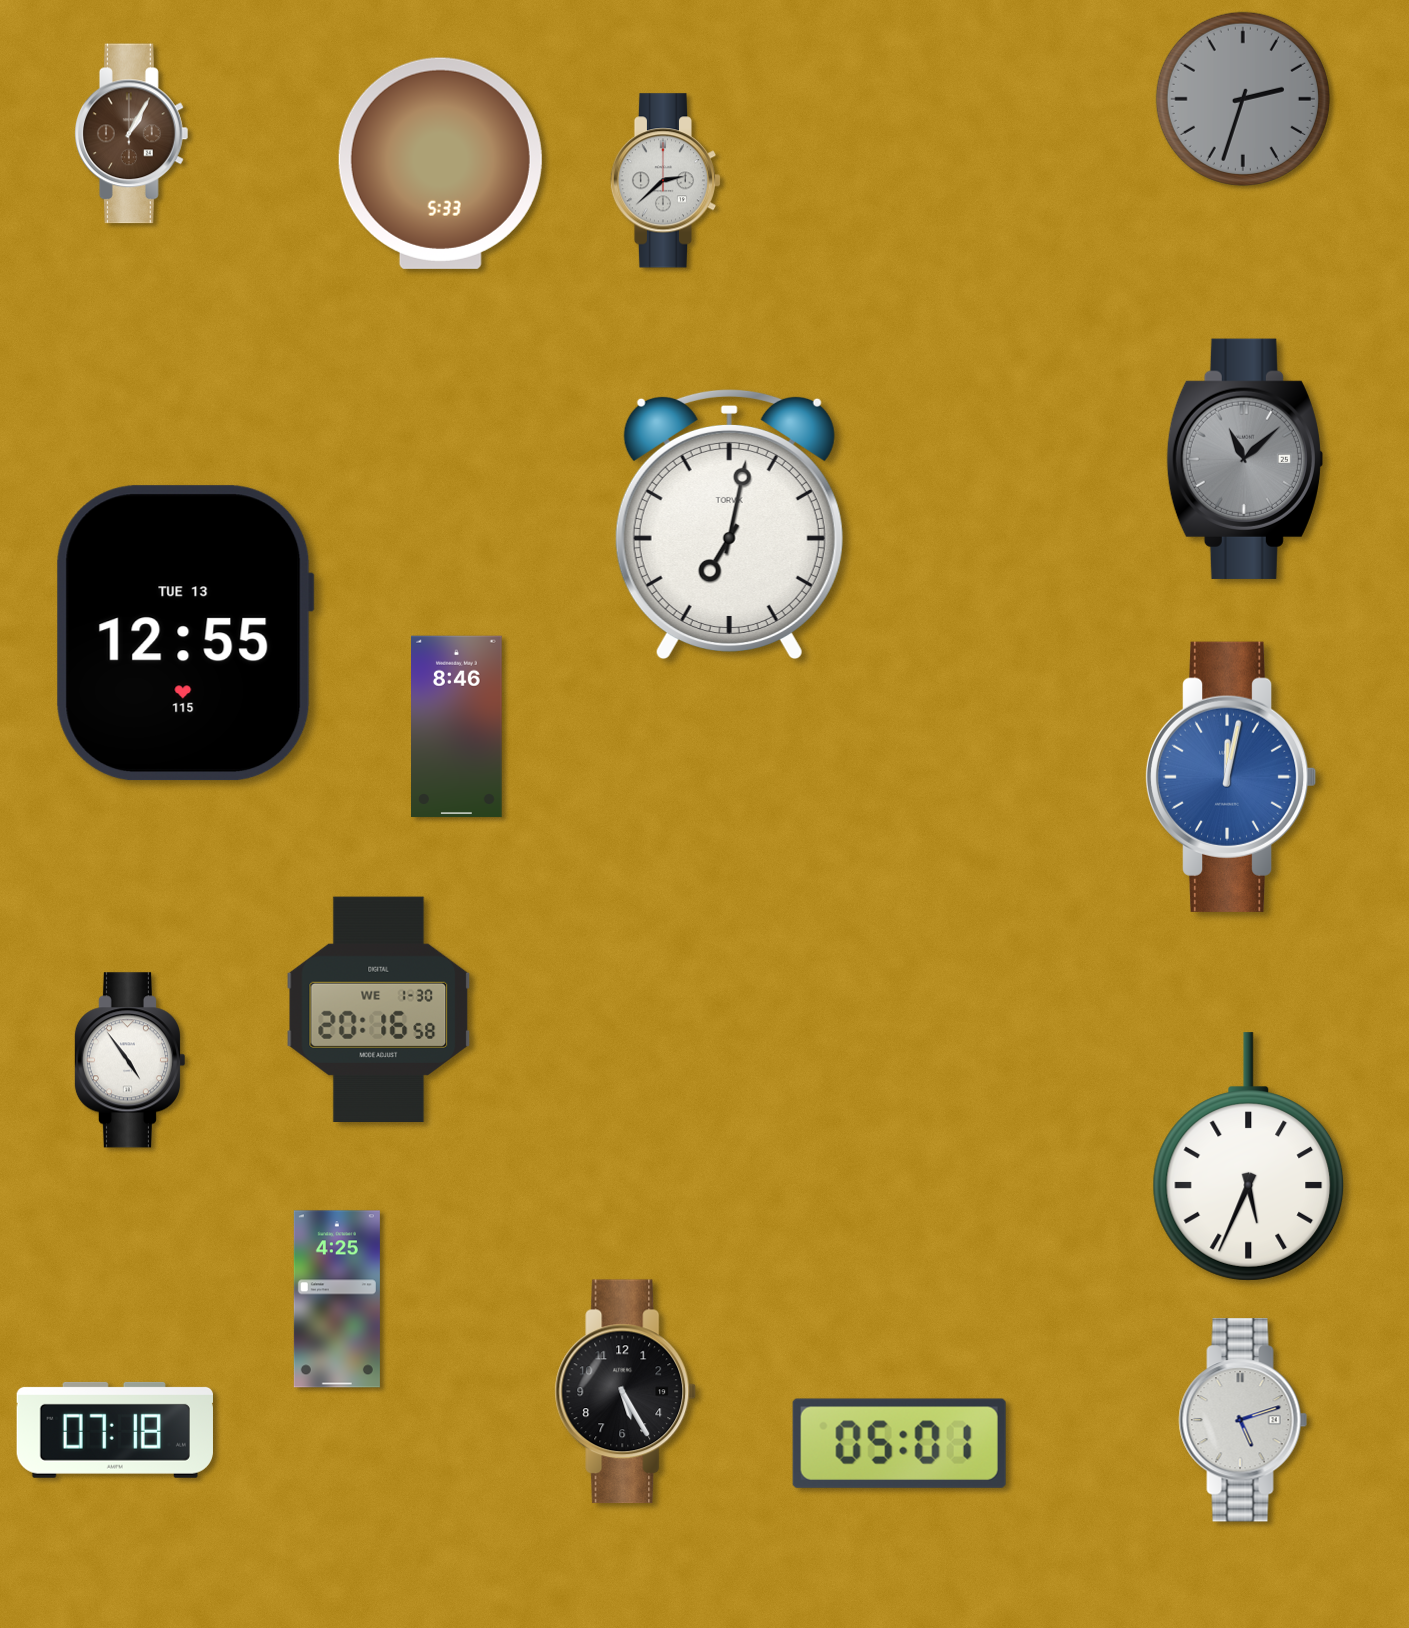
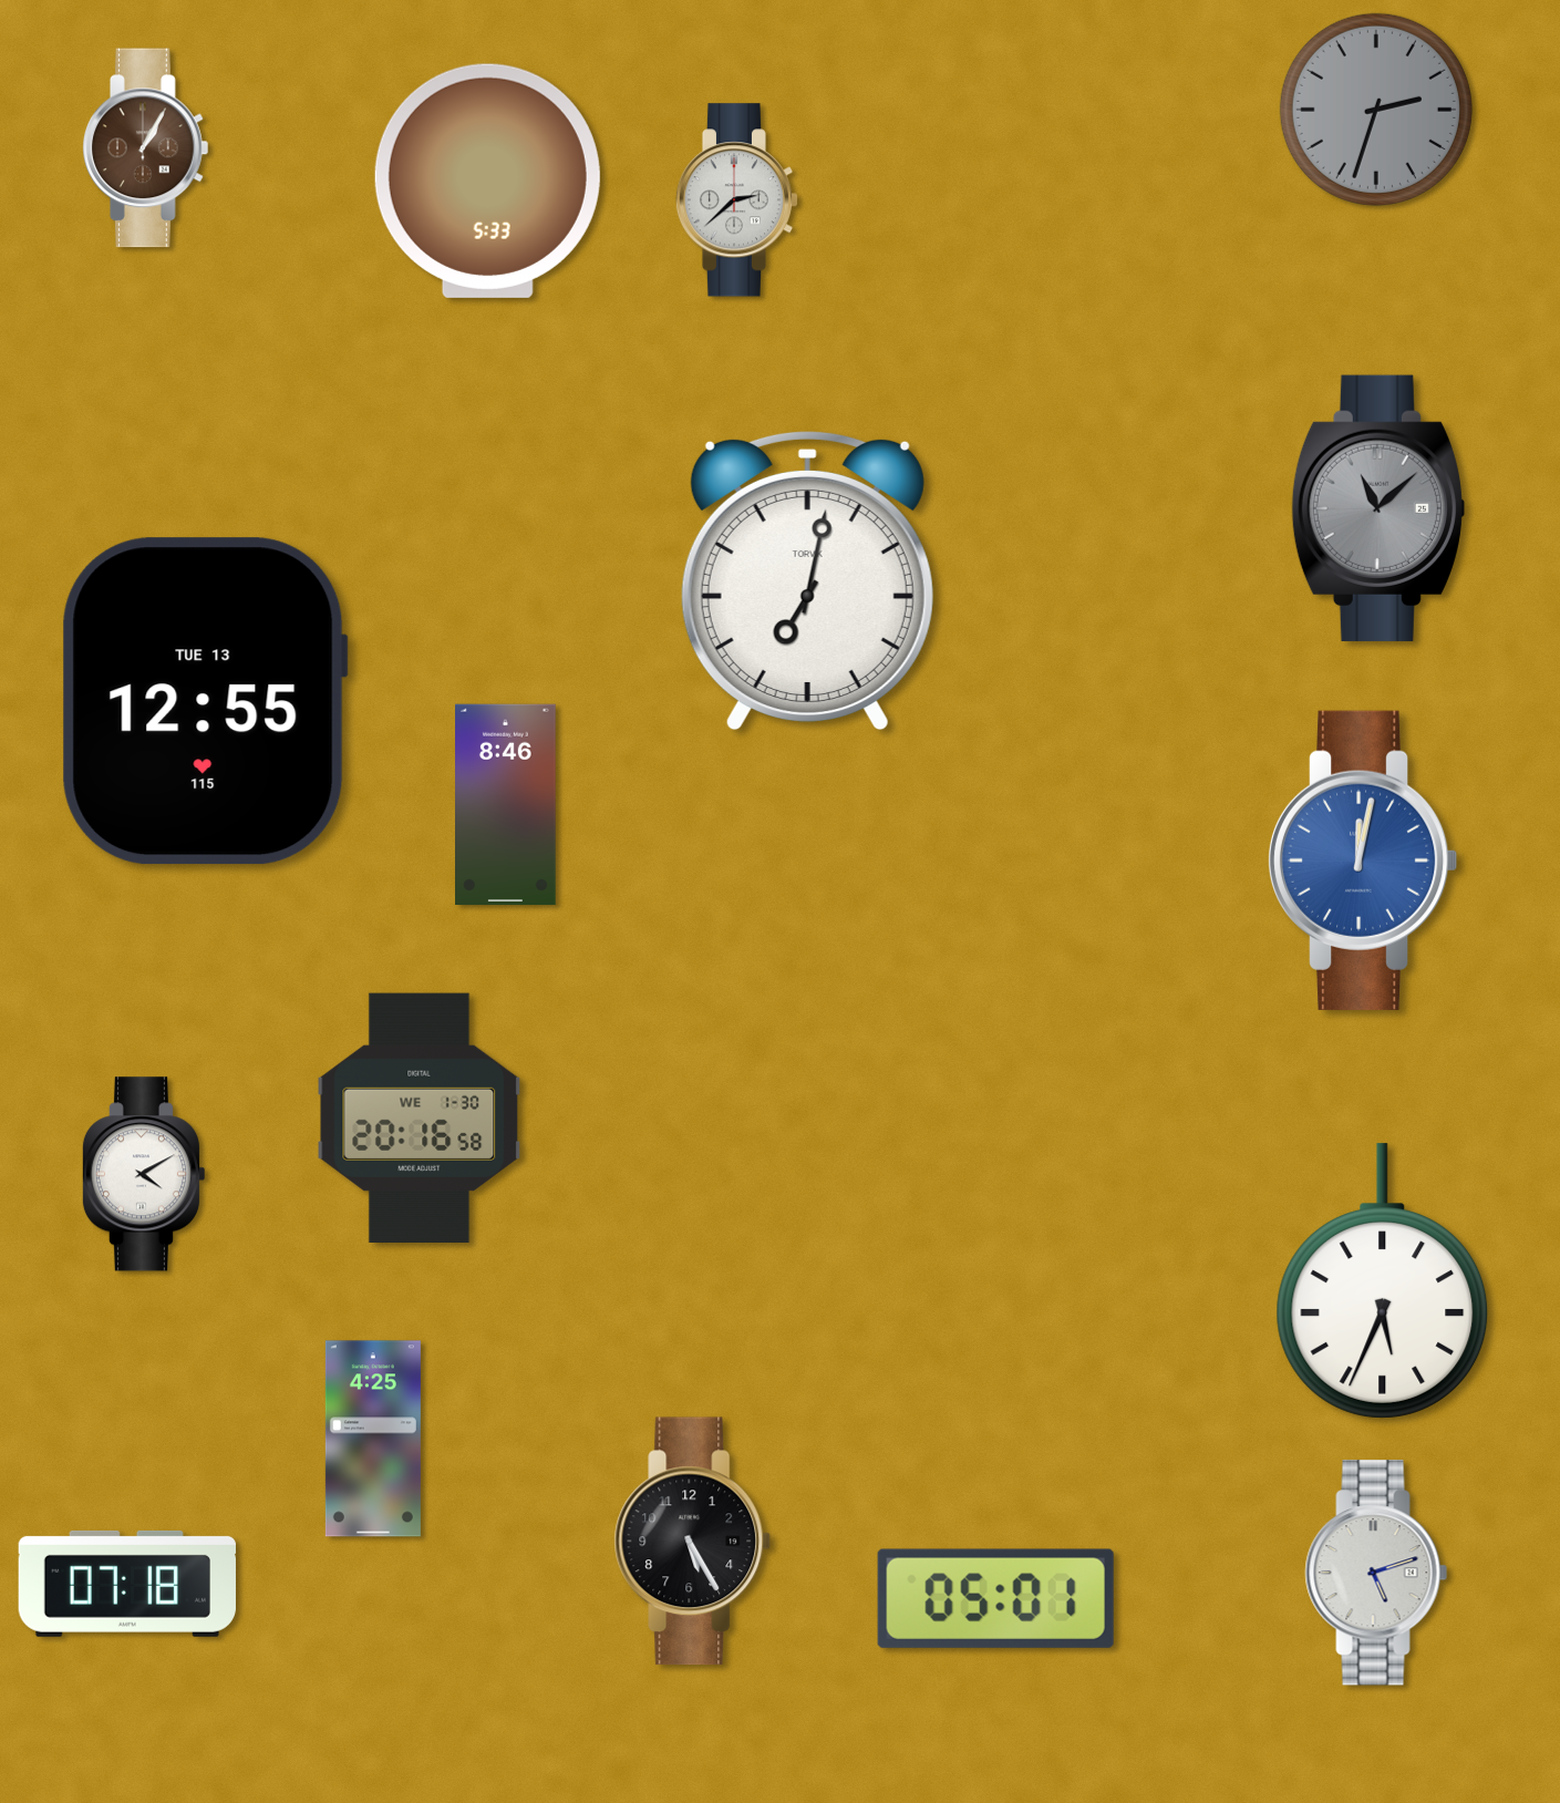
clock at (129, 1060): 4:54 -> 4:10
